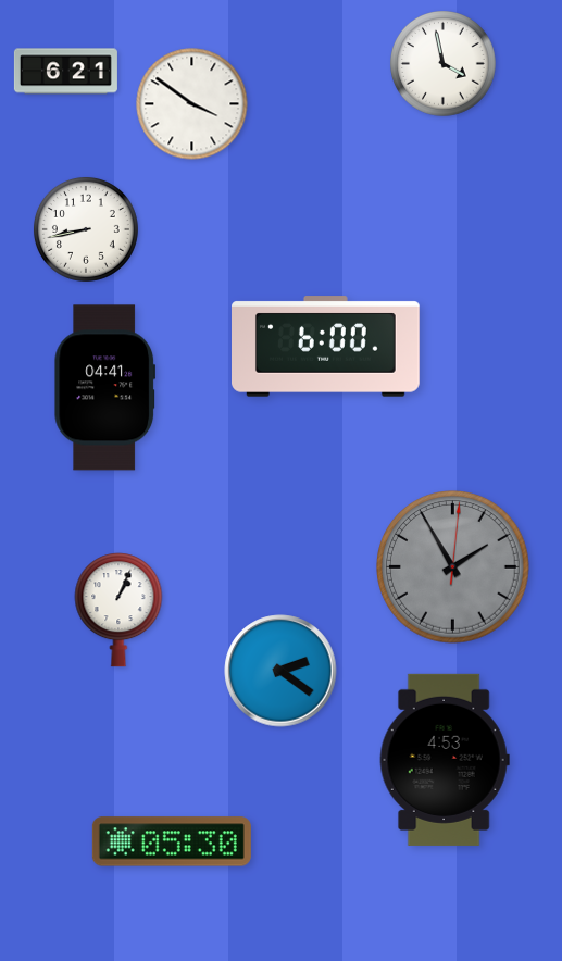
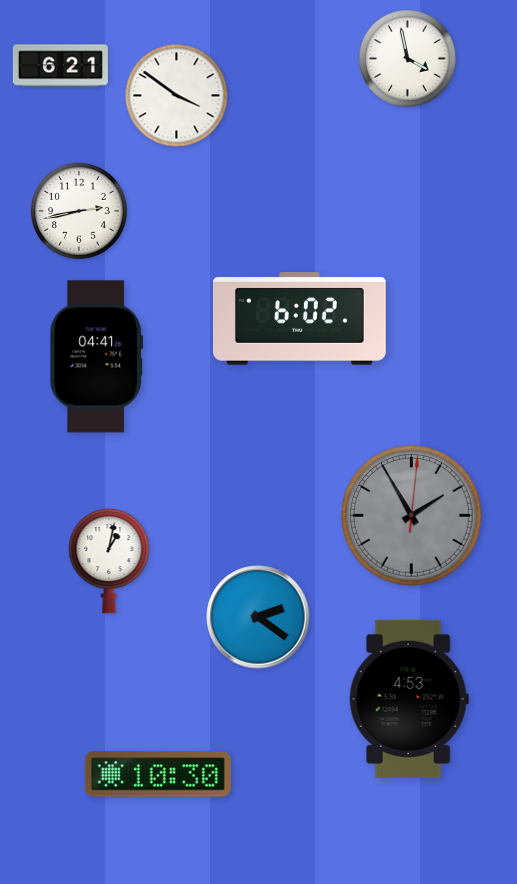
clock at (86, 229): 8:43 -> 2:43
clock at (326, 347): 6:00 -> 6:02
clock at (453, 567) position: (453, 567) -> (412, 516)
clock at (118, 610): 1:04 -> 1:02
clock at (172, 841): 05:30 -> 10:30
